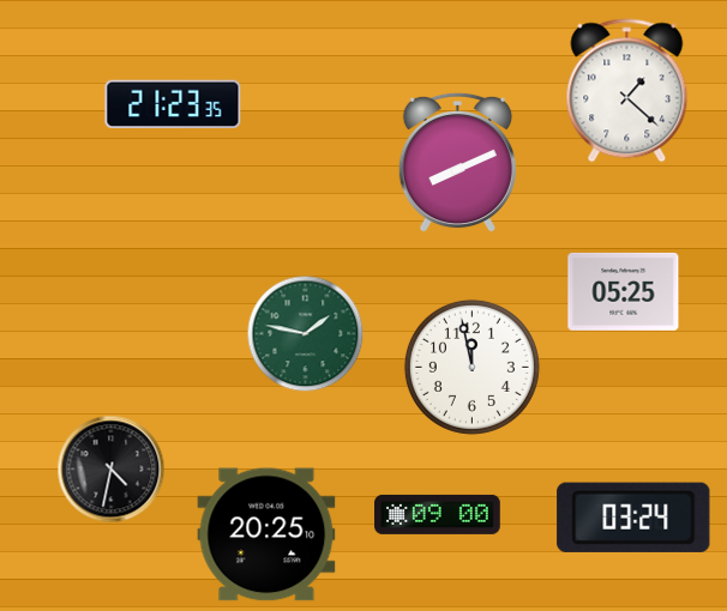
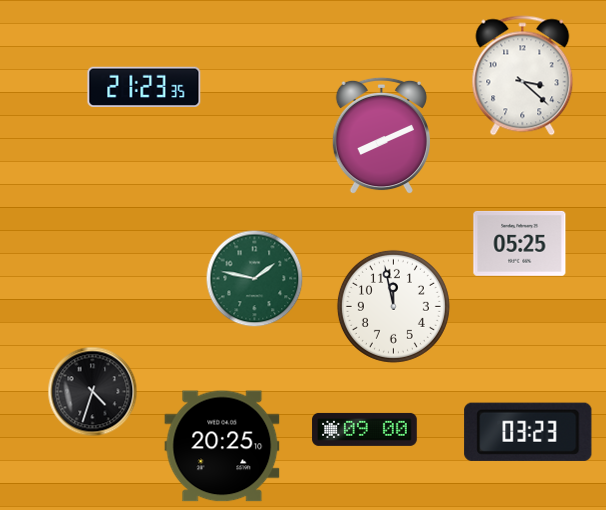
clock at (627, 91): 1:22 -> 3:22
clock at (112, 470): 4:32 -> 4:33
clock at (633, 518): 03:24 -> 03:23
